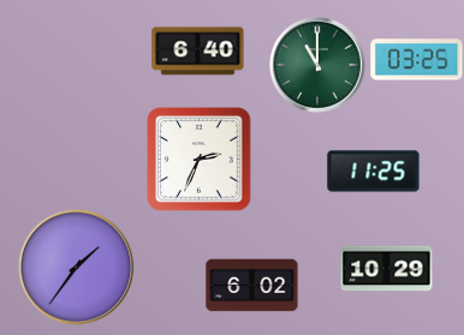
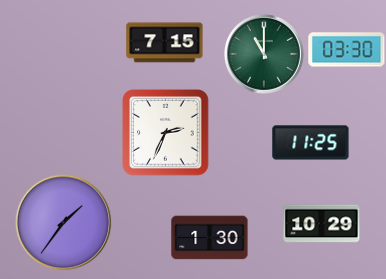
clock at (198, 52): 6:40 -> 7:15
clock at (417, 60): 03:25 -> 03:30
clock at (252, 286): 6:02 -> 1:30
